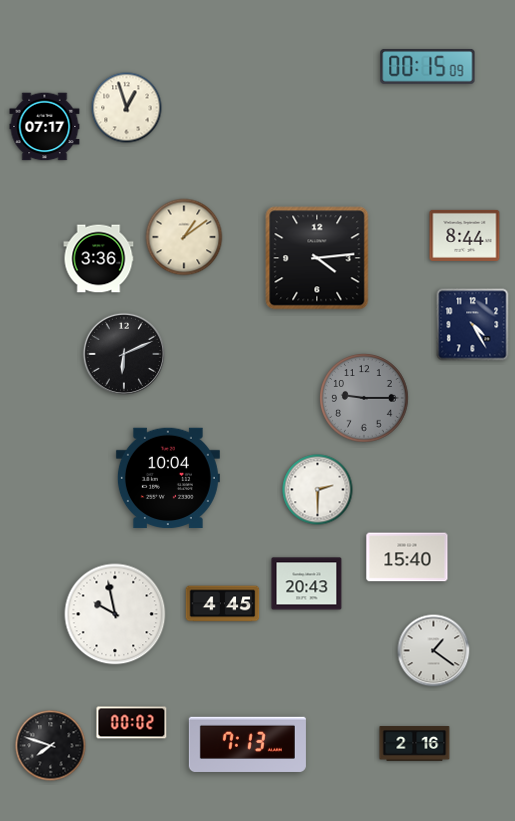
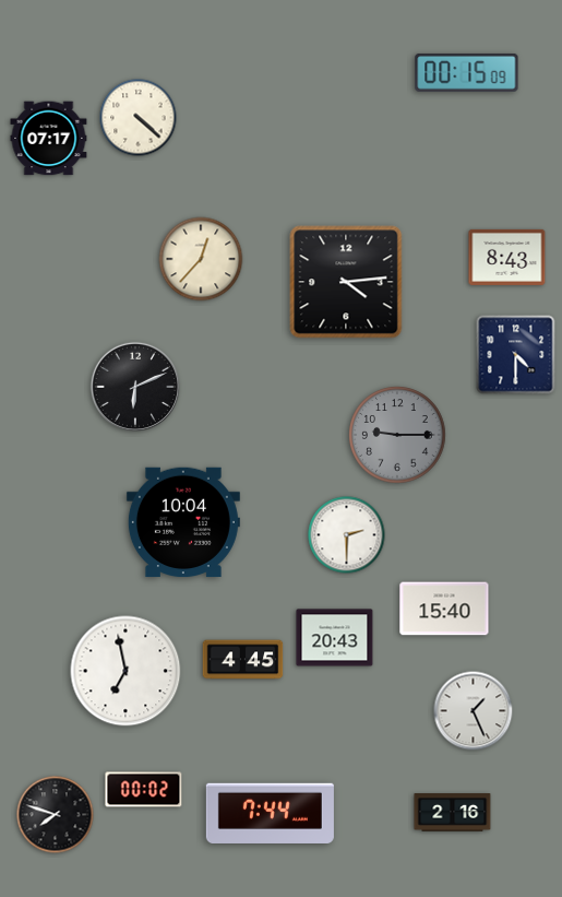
clock at (127, 108): 12:57 -> 4:22
clock at (465, 235): 8:44 -> 8:43
clock at (184, 237): 1:09 -> 12:37
clock at (99, 259): 3:36 -> none
clock at (473, 325): 4:25 -> 4:30
clock at (115, 614): 9:58 -> 6:58
clock at (434, 651): 1:21 -> 1:26
clock at (247, 744): 7:13 -> 7:44
